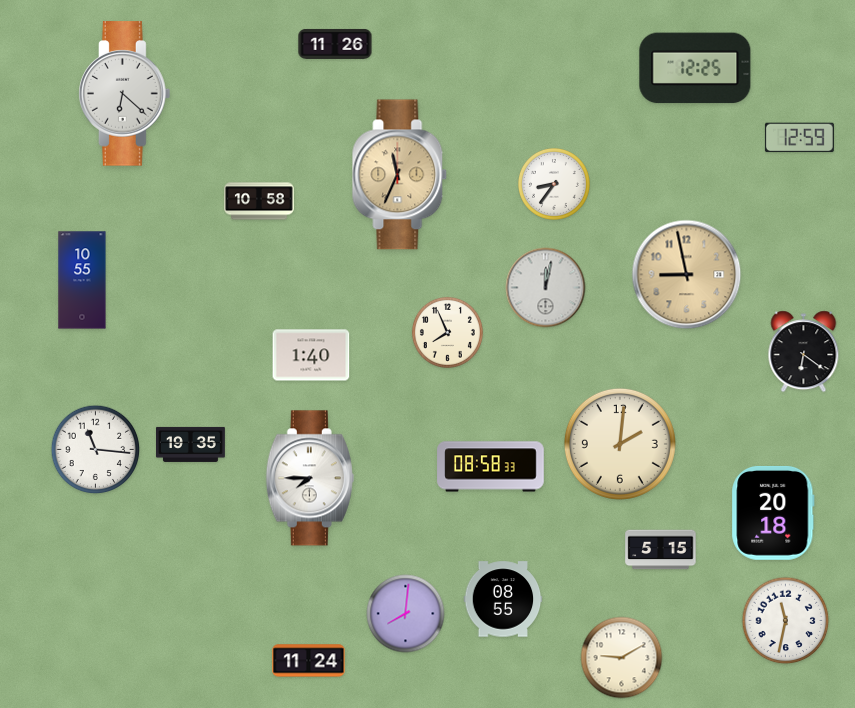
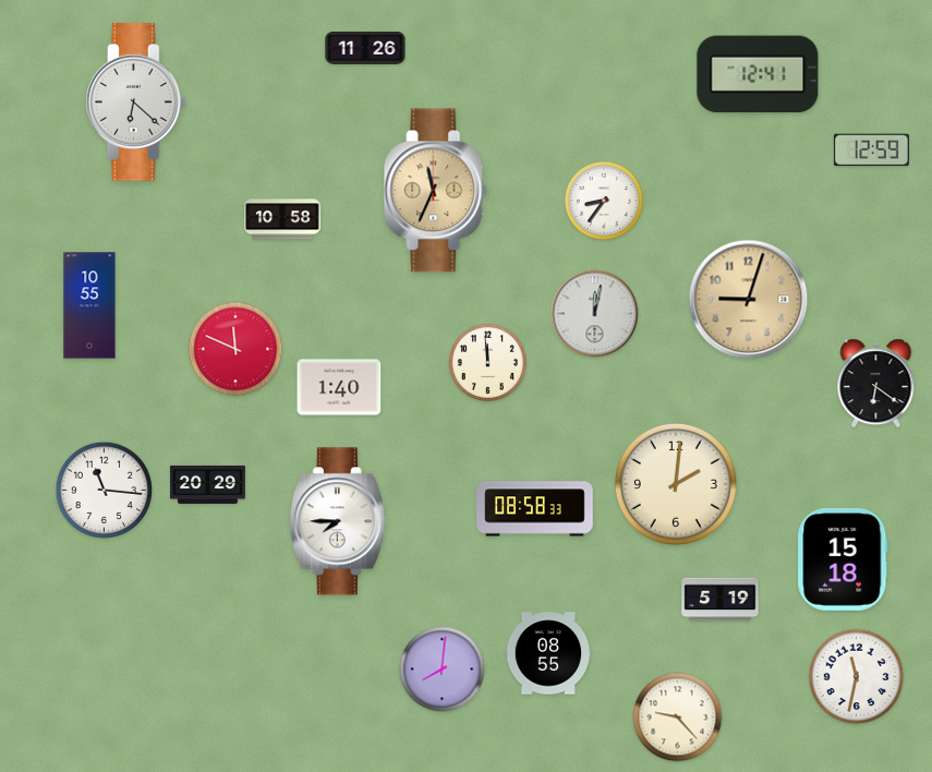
clock at (695, 68): 12:25 -> 12:41
clock at (687, 275): 8:58 -> 9:03
clock at (235, 349): none -> 11:49
clock at (447, 332): 7:56 -> 11:59
clock at (191, 444): 19:35 -> 20:29
clock at (773, 513): 20:18 -> 15:18
clock at (661, 550): 5:15 -> 5:19
clock at (622, 658): 9:10 -> 9:23
clock at (309, 661): 11:24 -> none
